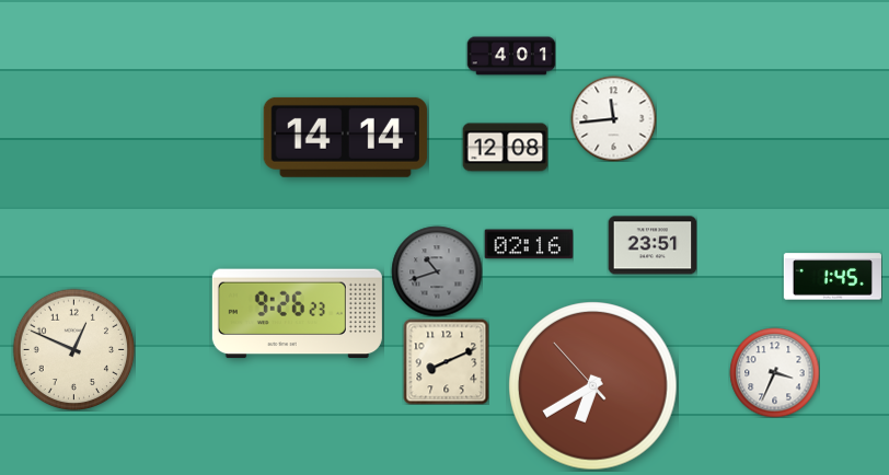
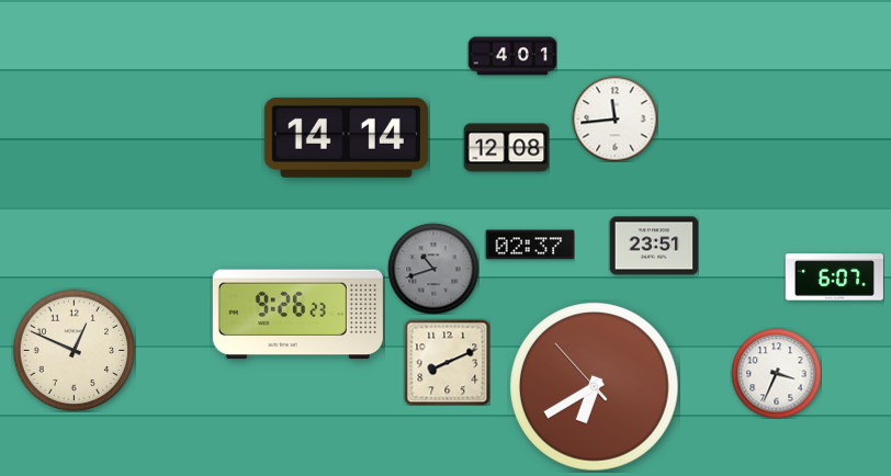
clock at (529, 244): 02:16 -> 02:37
clock at (437, 271) position: (437, 271) -> (433, 269)
clock at (832, 277): 1:45 -> 6:07
